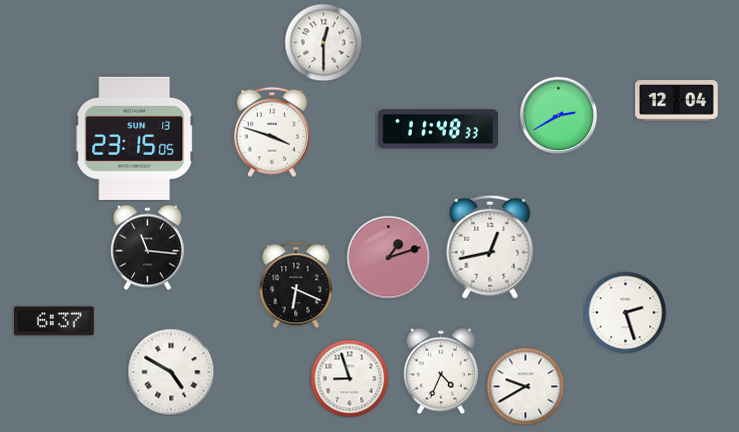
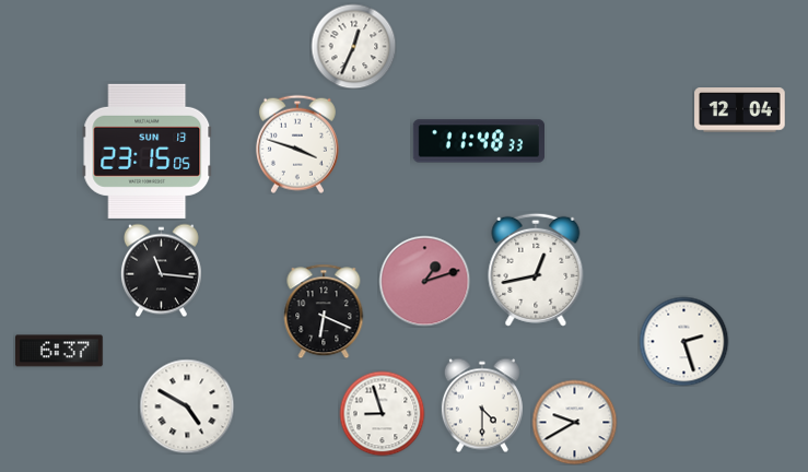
clock at (323, 42): 12:30 -> 12:34
clock at (558, 115): 2:40 -> none
clock at (441, 371): 4:34 -> 4:30
